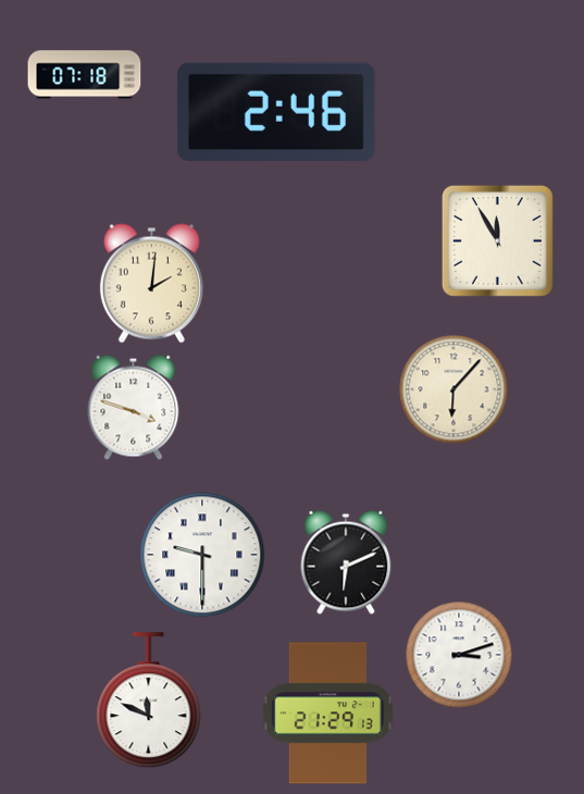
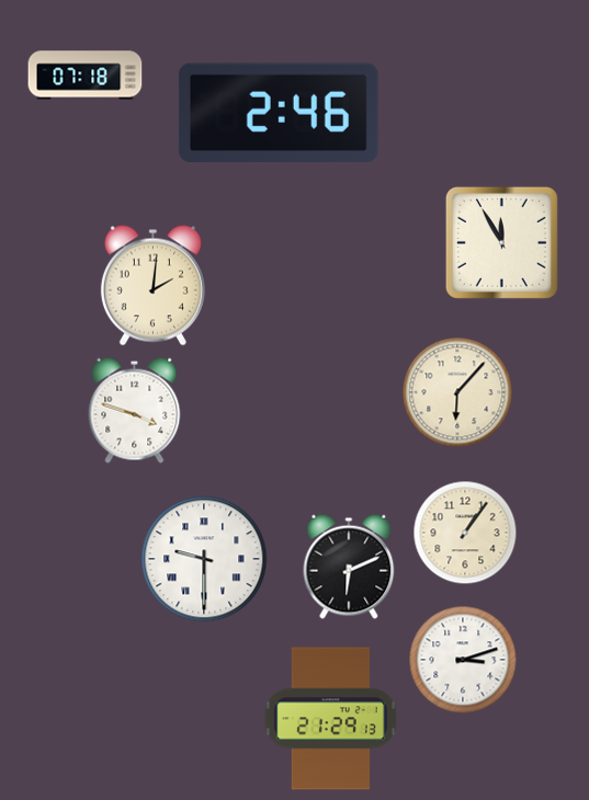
clock at (465, 533): none -> 1:06
clock at (149, 700): 11:49 -> none
